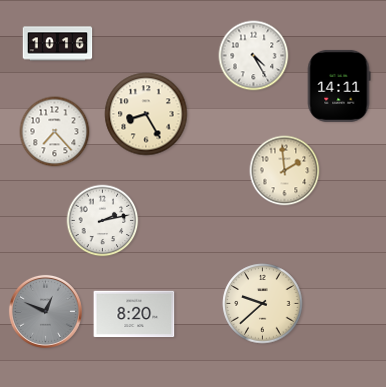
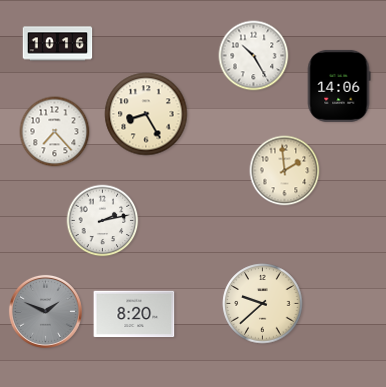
clock at (254, 56): 4:25 -> 10:25
clock at (339, 86): 14:11 -> 14:06
clock at (45, 311): 12:49 -> 1:49
